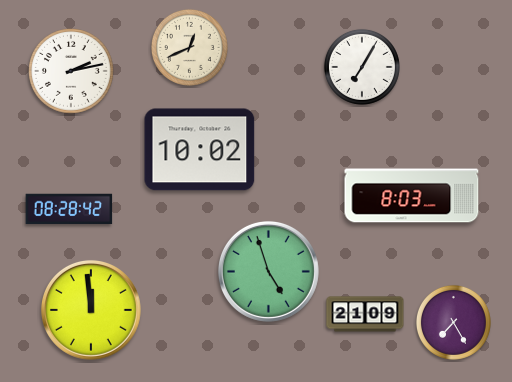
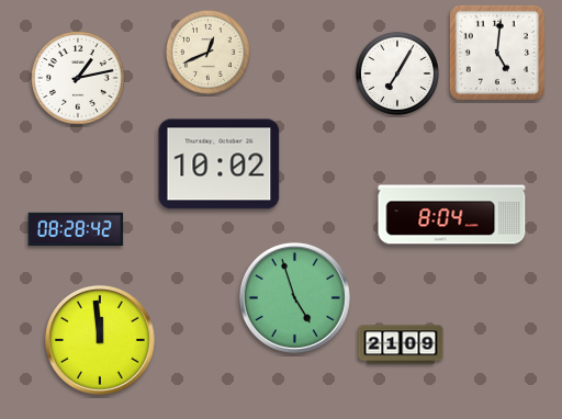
clock at (497, 53): none -> 5:01
clock at (72, 72): 2:13 -> 1:13
clock at (412, 196): 8:03 -> 8:04
clock at (453, 322): 7:25 -> none
